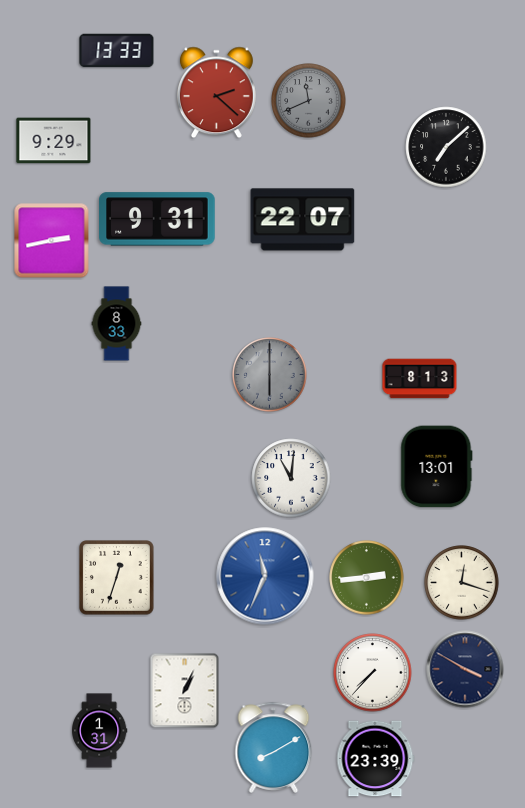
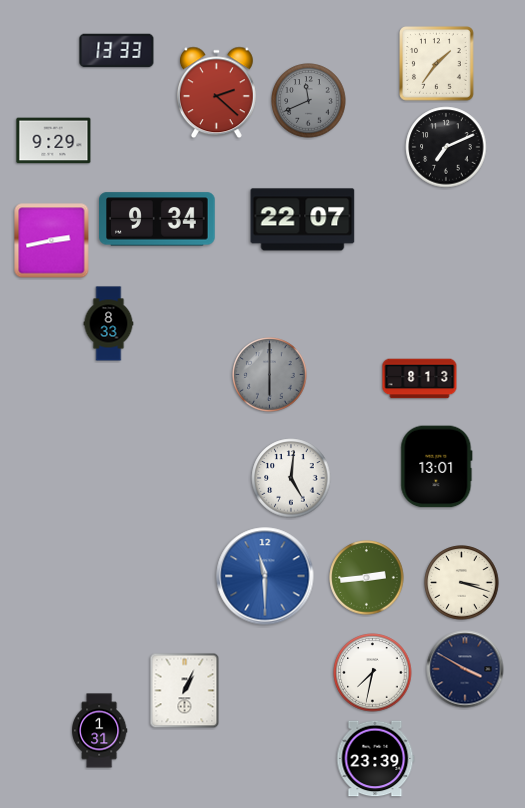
clock at (437, 64): none -> 1:36
clock at (446, 147): 7:08 -> 7:11
clock at (157, 219): 9:31 -> 9:34
clock at (117, 324) position: (117, 324) -> (109, 324)
clock at (291, 478): 11:01 -> 5:01
clock at (265, 576): 11:34 -> 11:30
clock at (117, 578): 12:33 -> none
clock at (462, 583): 12:18 -> 3:18
clock at (373, 673): 7:37 -> 7:32
clock at (274, 747): 8:10 -> none
